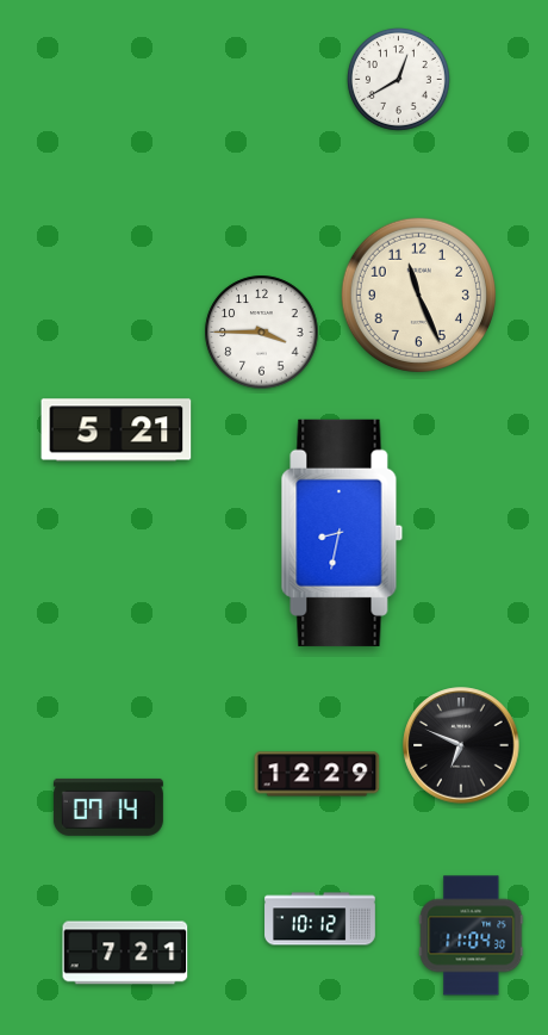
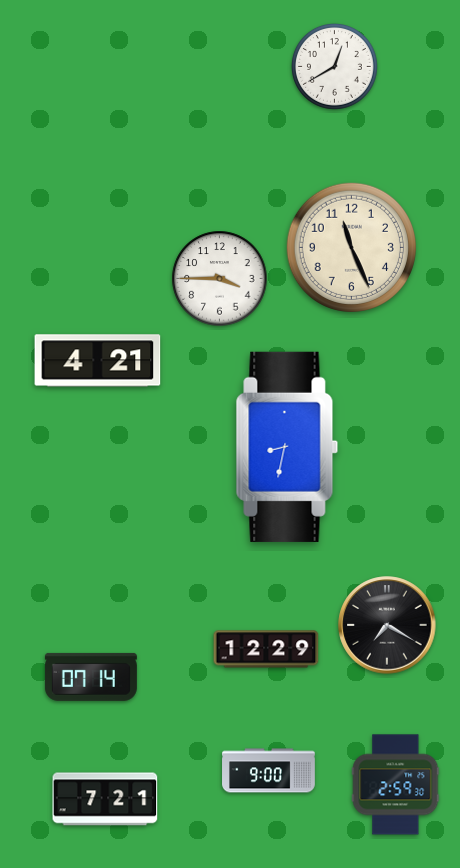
clock at (117, 430): 5:21 -> 4:21
clock at (461, 745): 6:49 -> 7:20
clock at (320, 919): 10:12 -> 9:00
clock at (472, 936): 11:04 -> 2:59
